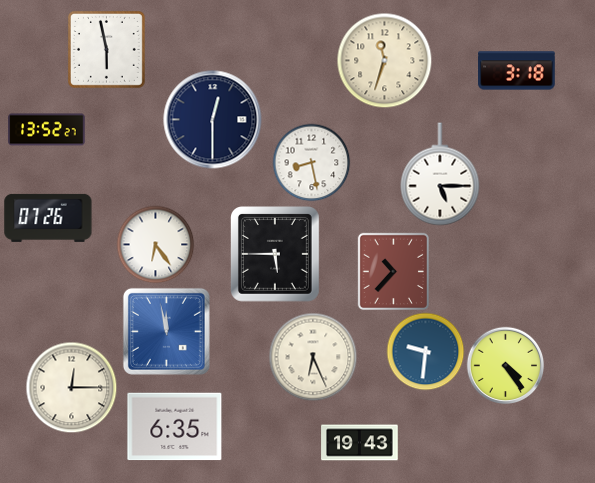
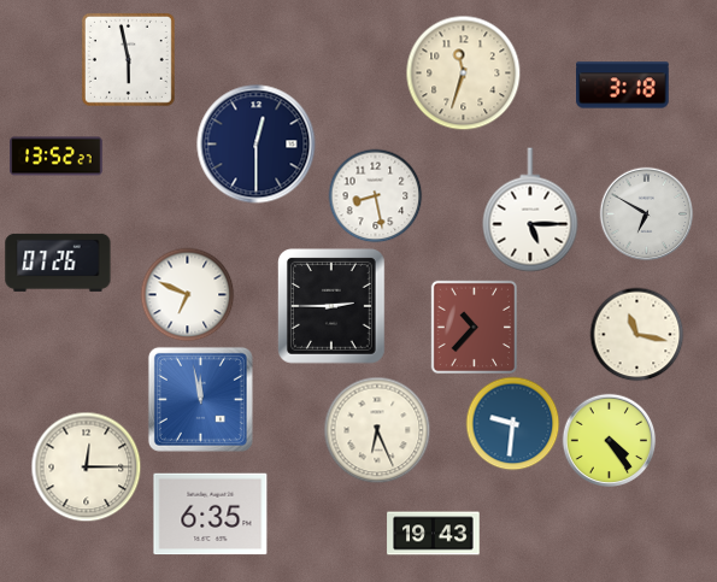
clock at (646, 213): none -> 6:50
clock at (155, 244): 6:24 -> 6:49
clock at (275, 255): 5:45 -> 2:45
clock at (636, 334): none -> 11:17
